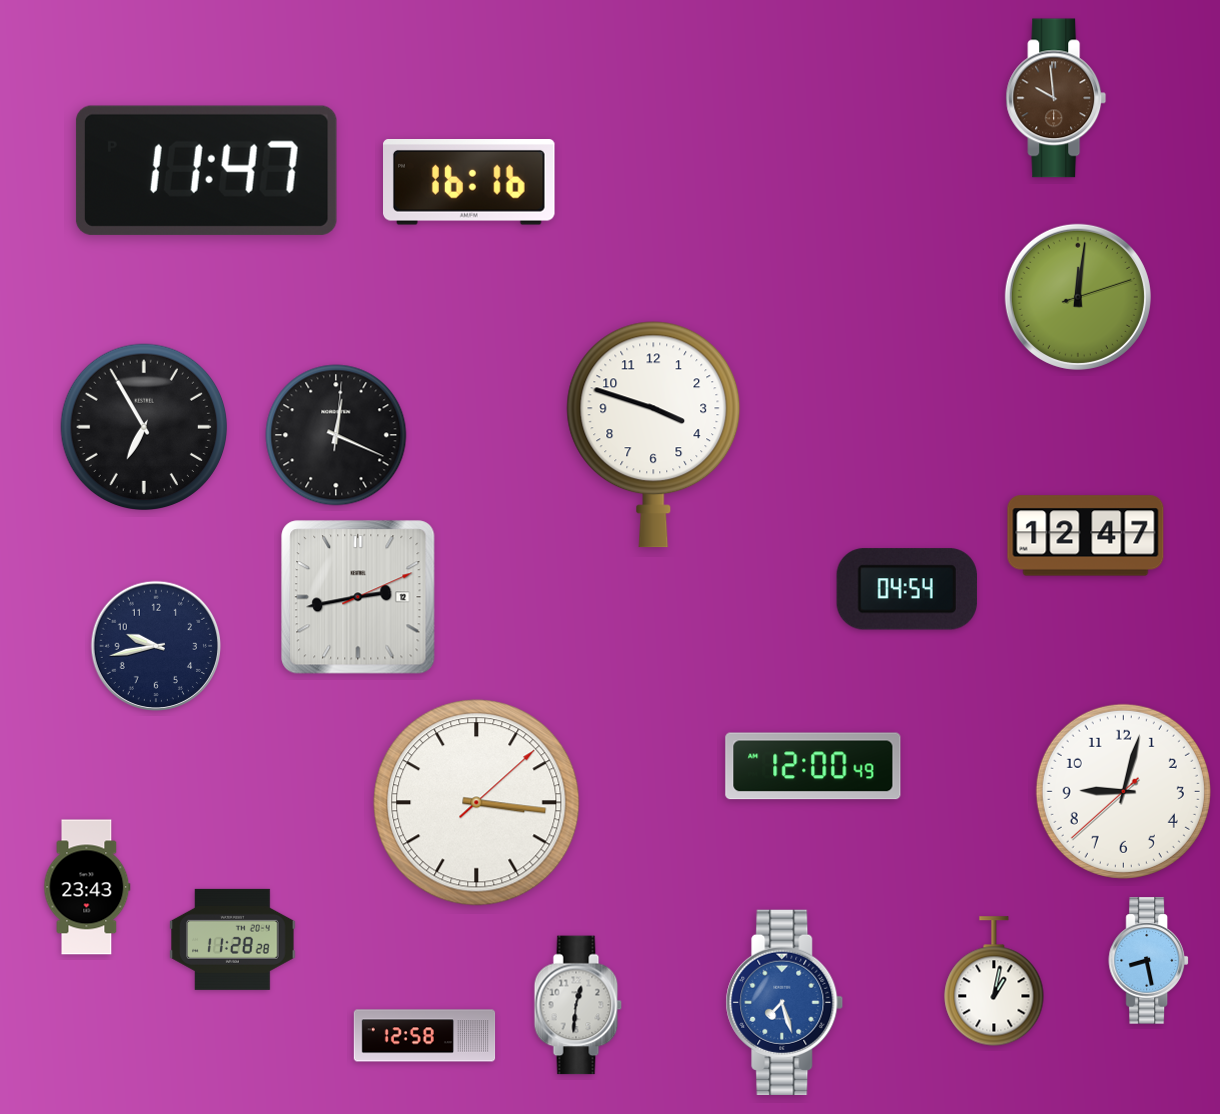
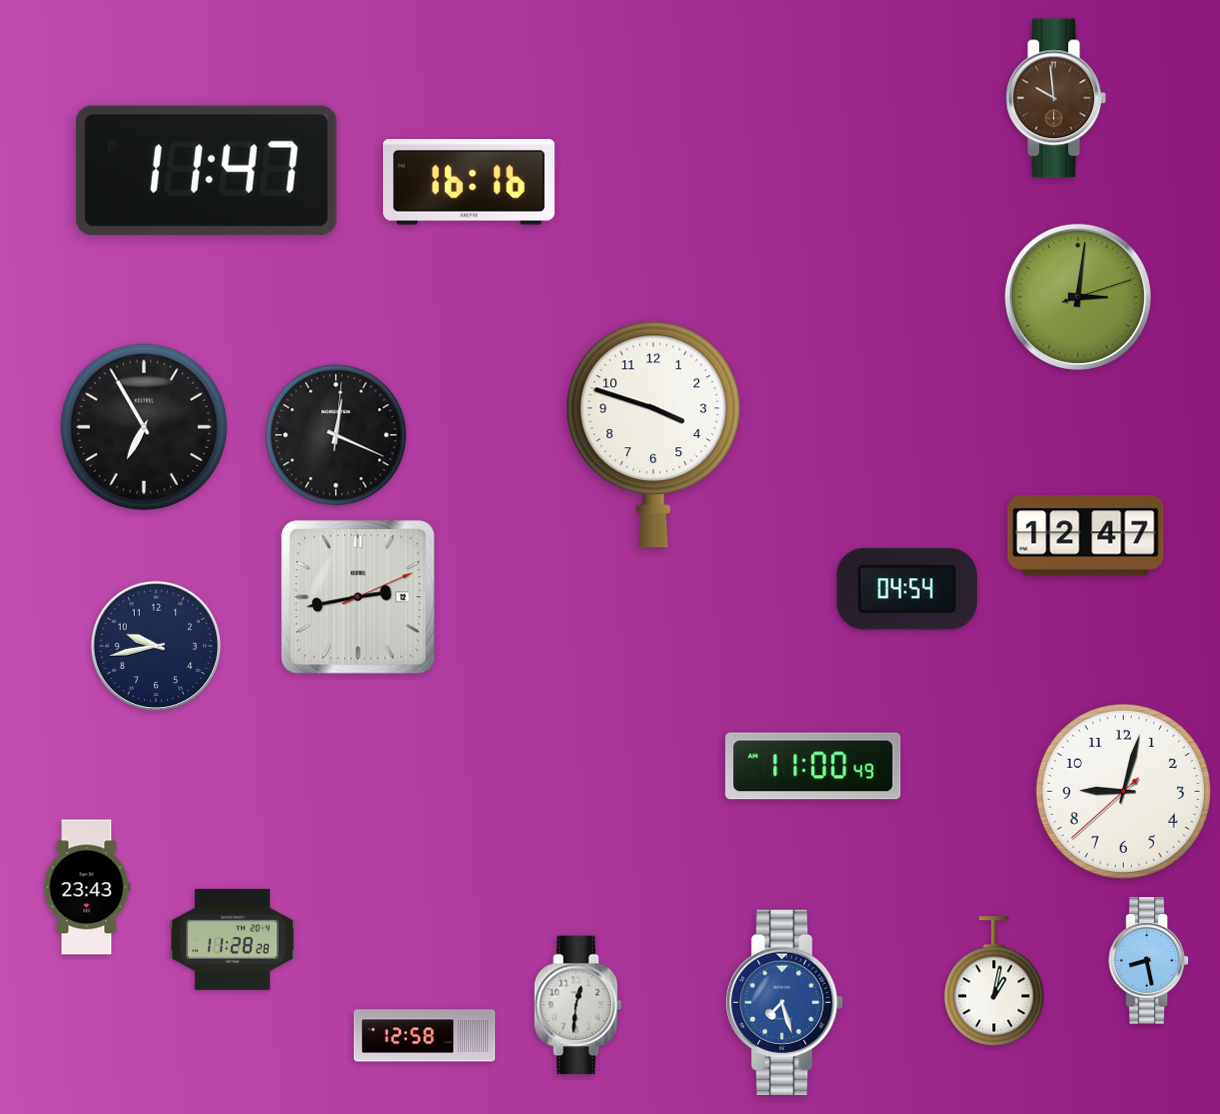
clock at (1078, 297): 12:01 -> 3:01
clock at (813, 766): 12:00 -> 11:00
clock at (477, 803): 3:16 -> none
